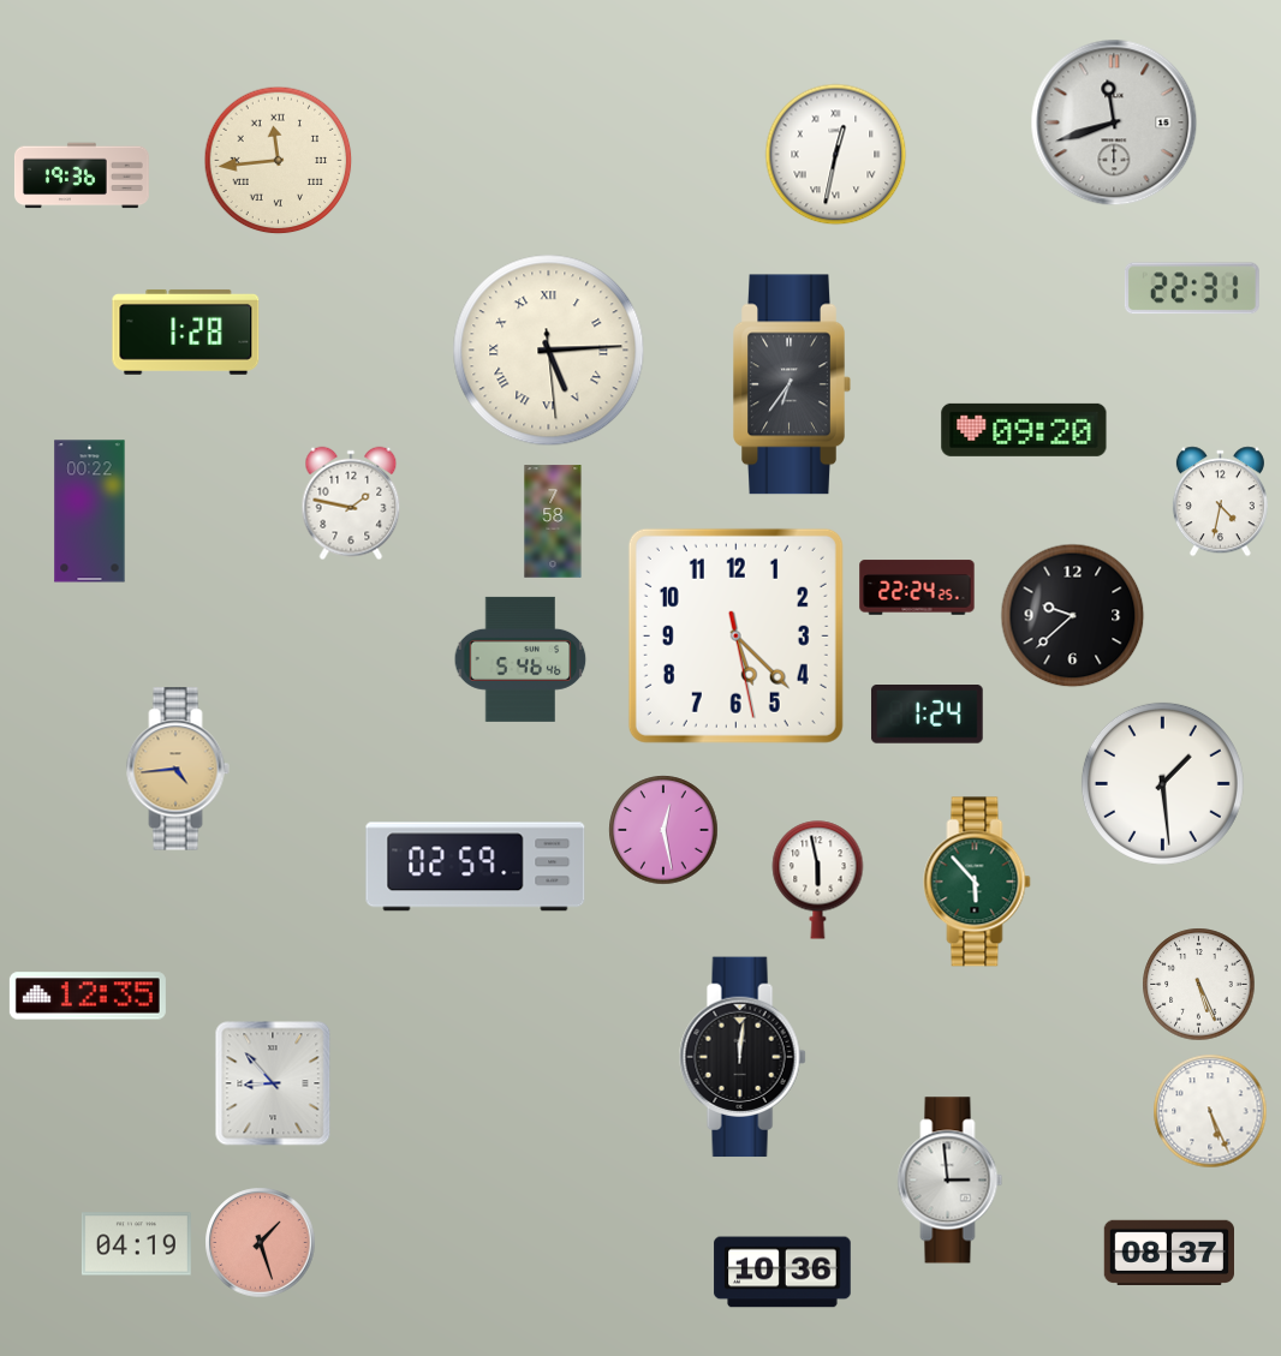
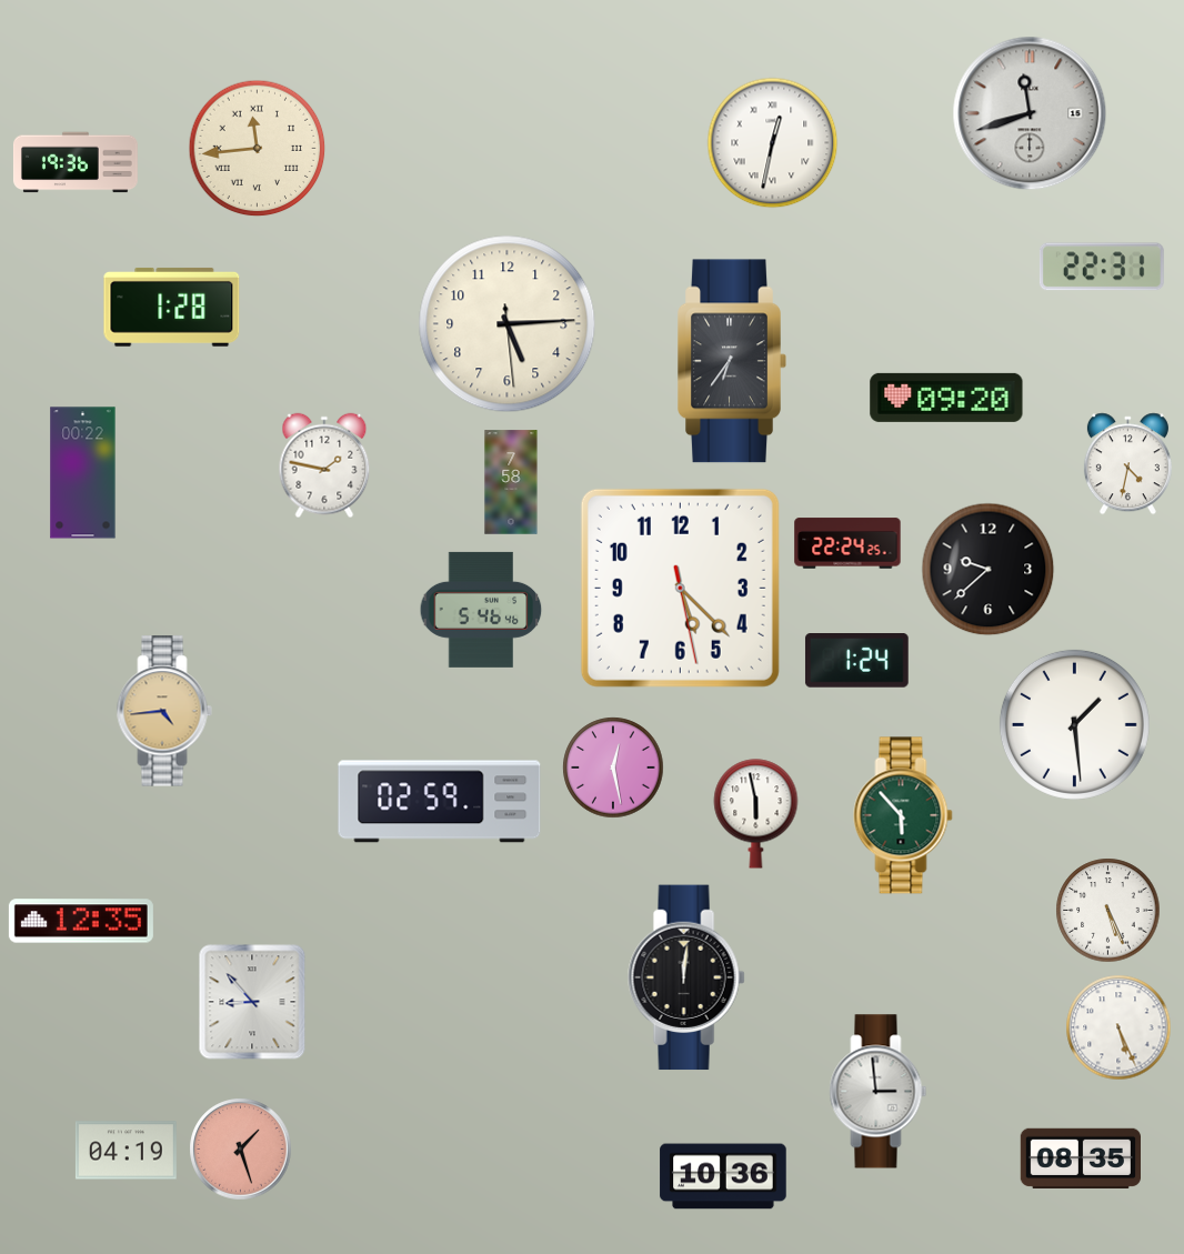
clock at (549, 351) numerals: Roman -> Arabic
clock at (792, 384) position: (792, 384) -> (732, 361)
clock at (1073, 616) position: (1073, 616) -> (989, 570)
clock at (1168, 1252): 08:37 -> 08:35
